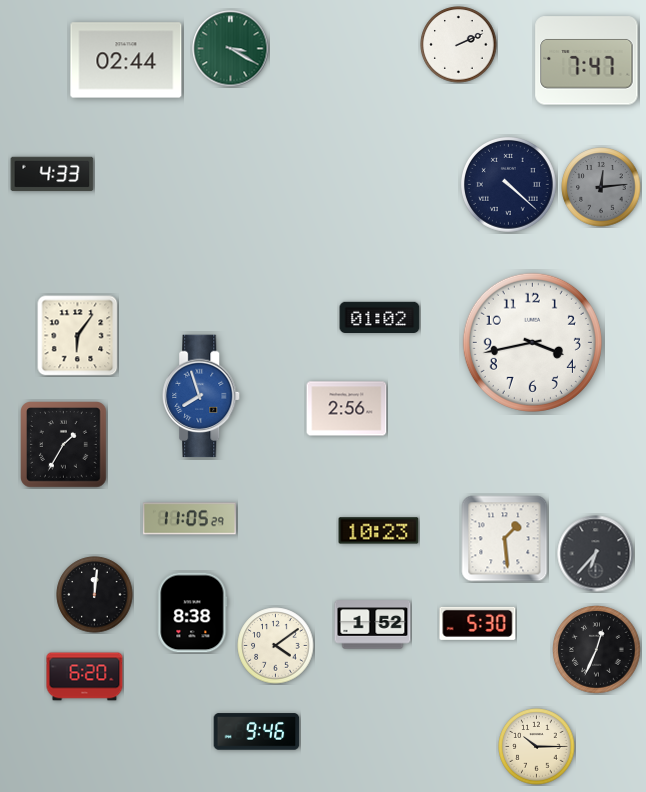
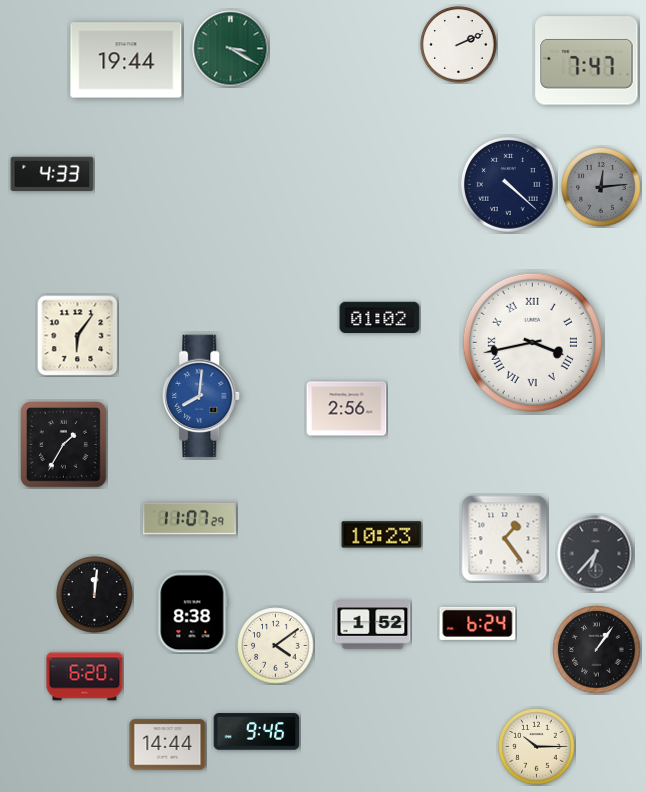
clock at (126, 60): 02:44 -> 19:44
clock at (532, 342) numerals: Arabic -> Roman
clock at (202, 396): 7:57 -> 8:01
clock at (189, 519): 11:05 -> 11:07
clock at (379, 531) position: (379, 531) -> (382, 535)
clock at (505, 539): 1:29 -> 1:24
clock at (478, 623): 5:30 -> 6:24
clock at (597, 650): 12:34 -> 1:06
clock at (168, 745): none -> 14:44
